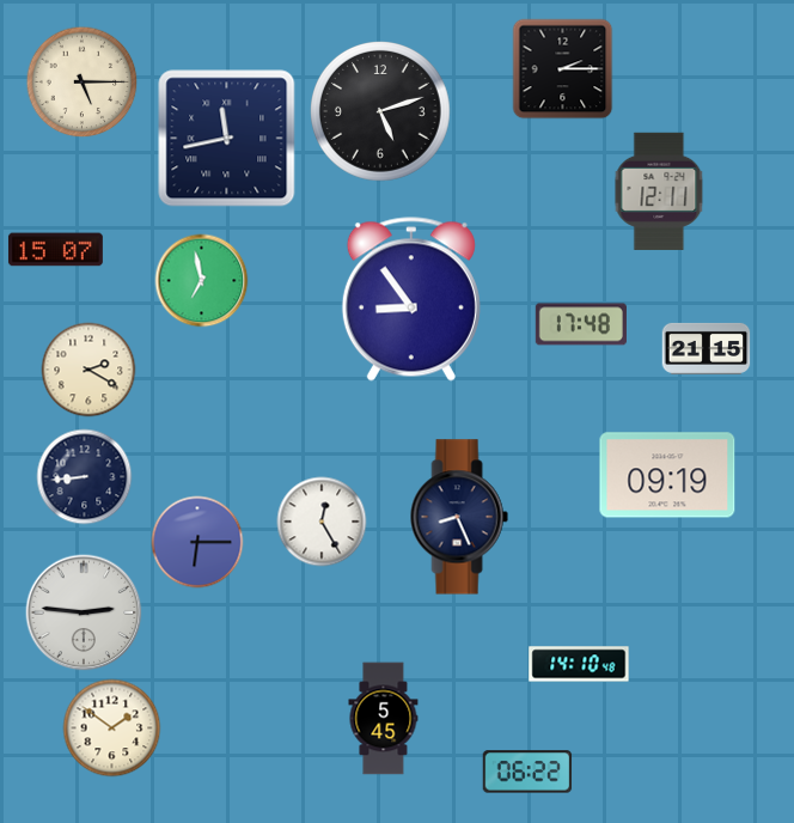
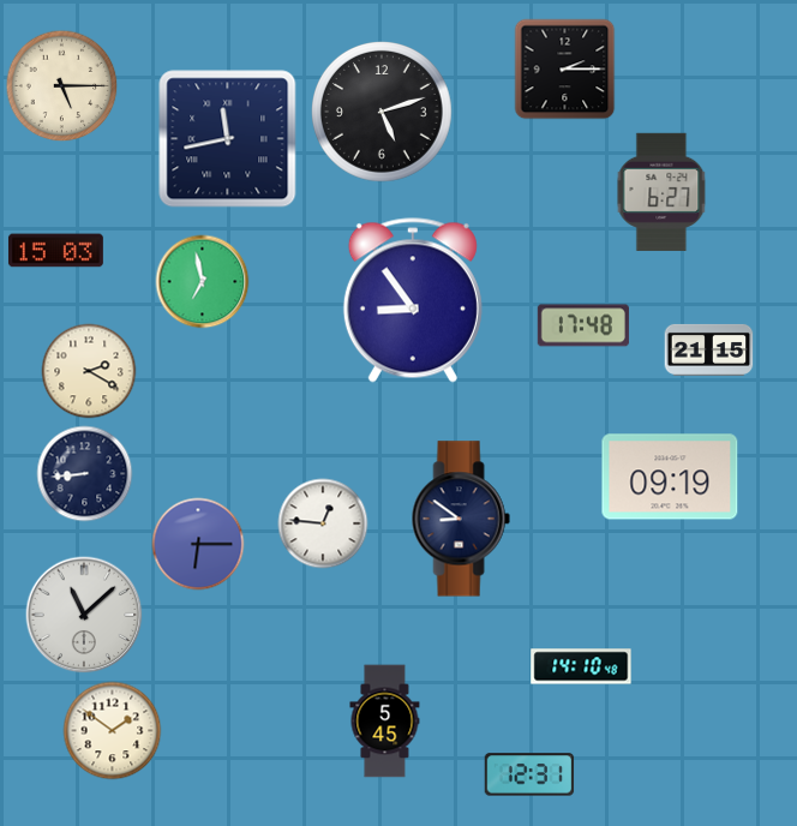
clock at (83, 83) position: (83, 83) -> (62, 86)
clock at (659, 191): 12:11 -> 6:27
clock at (55, 250): 15:07 -> 15:03
clock at (85, 477) position: (85, 477) -> (85, 474)
clock at (459, 517): 8:26 -> 8:51
clock at (322, 522): 12:25 -> 12:46
clock at (84, 612): 2:46 -> 11:08
clock at (527, 772): 06:22 -> 12:31
